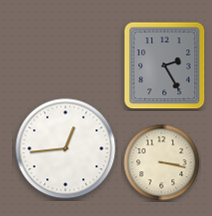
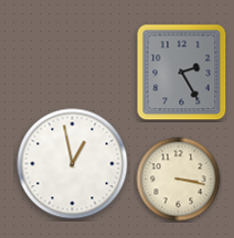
clock at (66, 149): 12:44 -> 12:58
